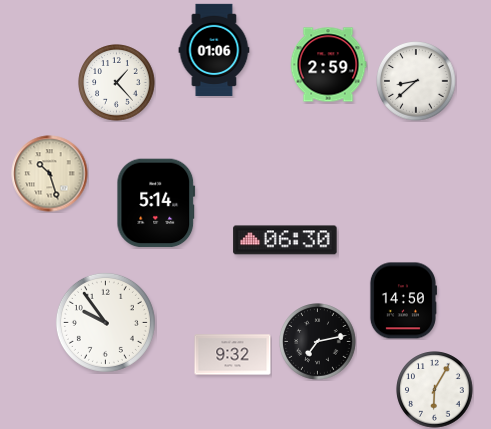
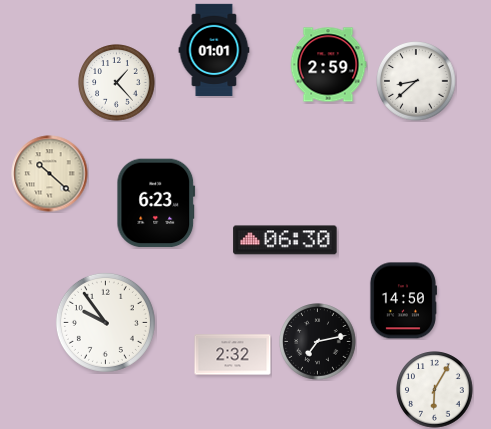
clock at (214, 49): 01:06 -> 01:01
clock at (50, 174): 10:27 -> 10:22
clock at (156, 203): 5:14 -> 6:23
clock at (233, 355): 9:32 -> 2:32
